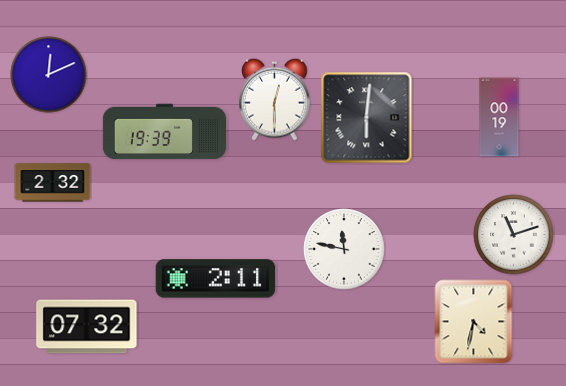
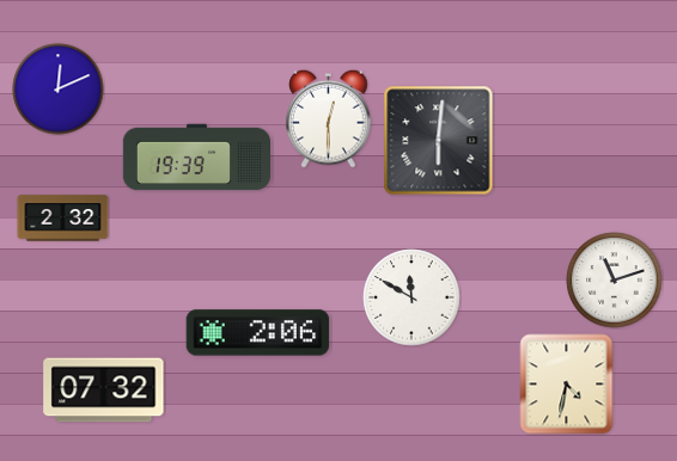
clock at (499, 117): 00:19 -> none
clock at (344, 249): 11:47 -> 11:50
clock at (216, 279): 2:11 -> 2:06
